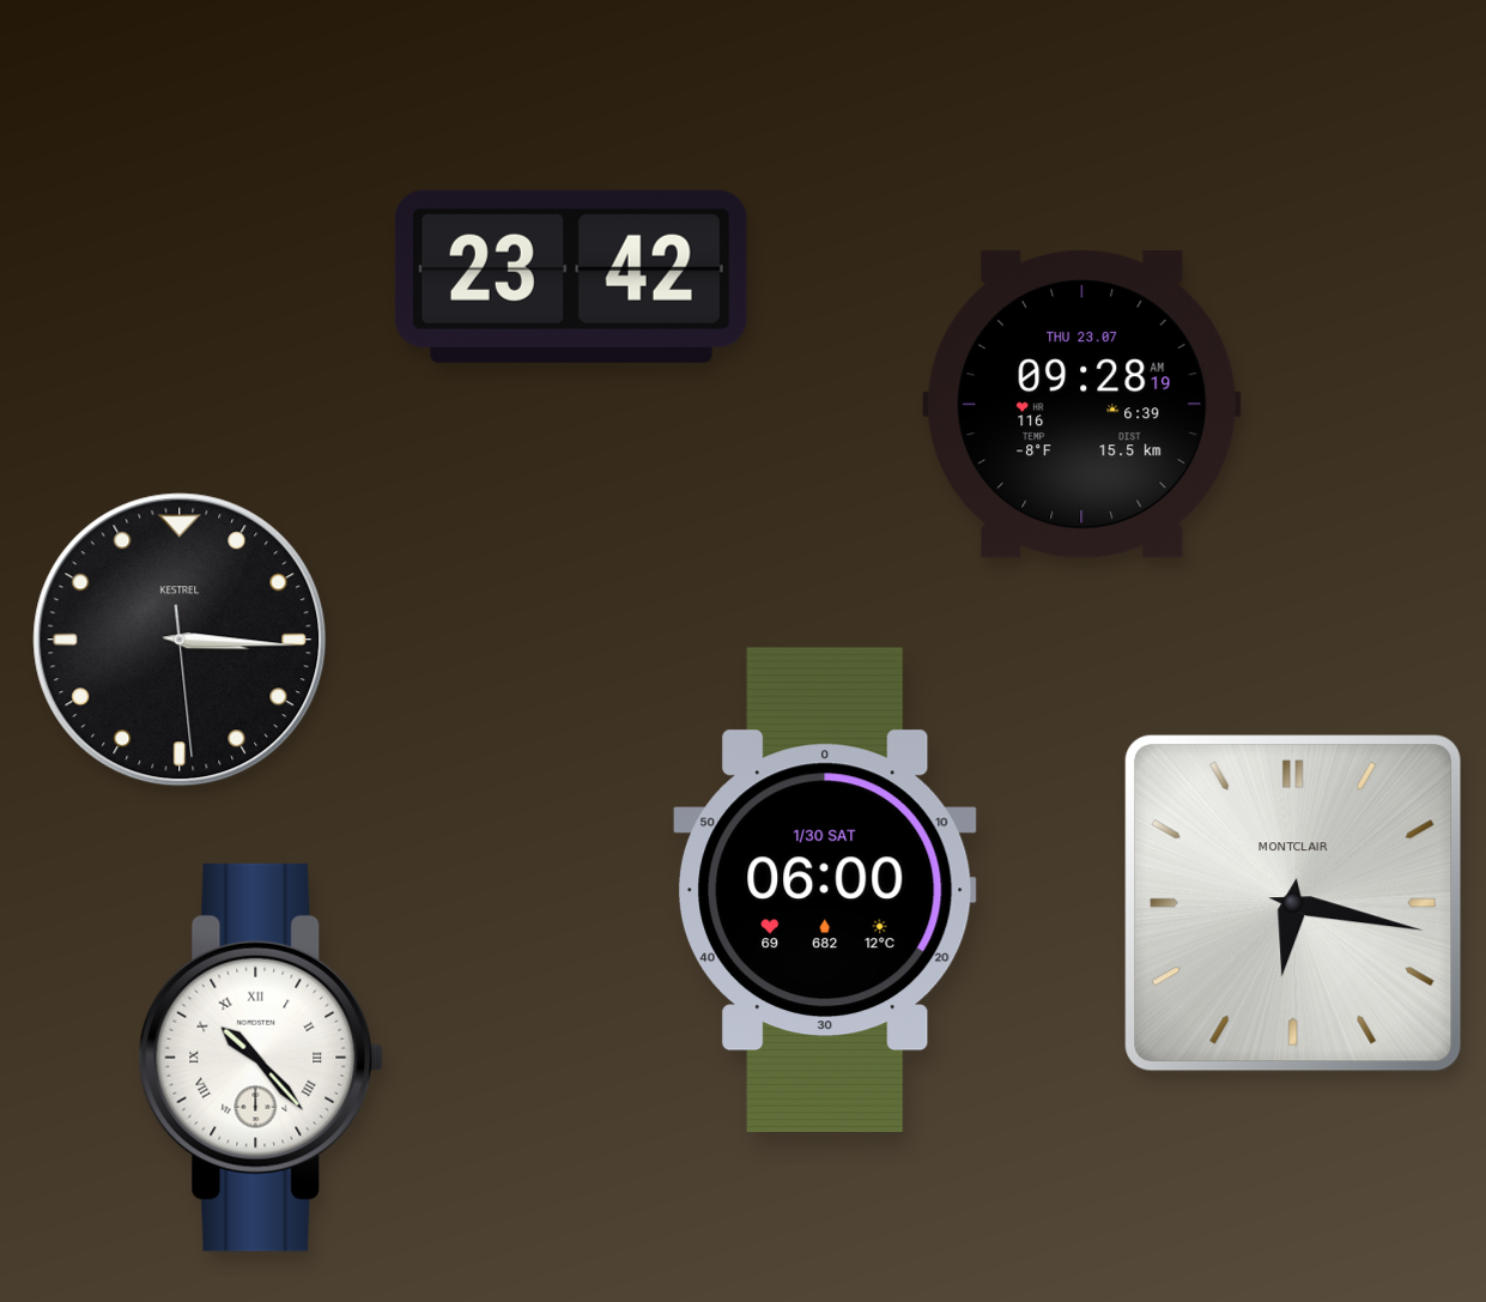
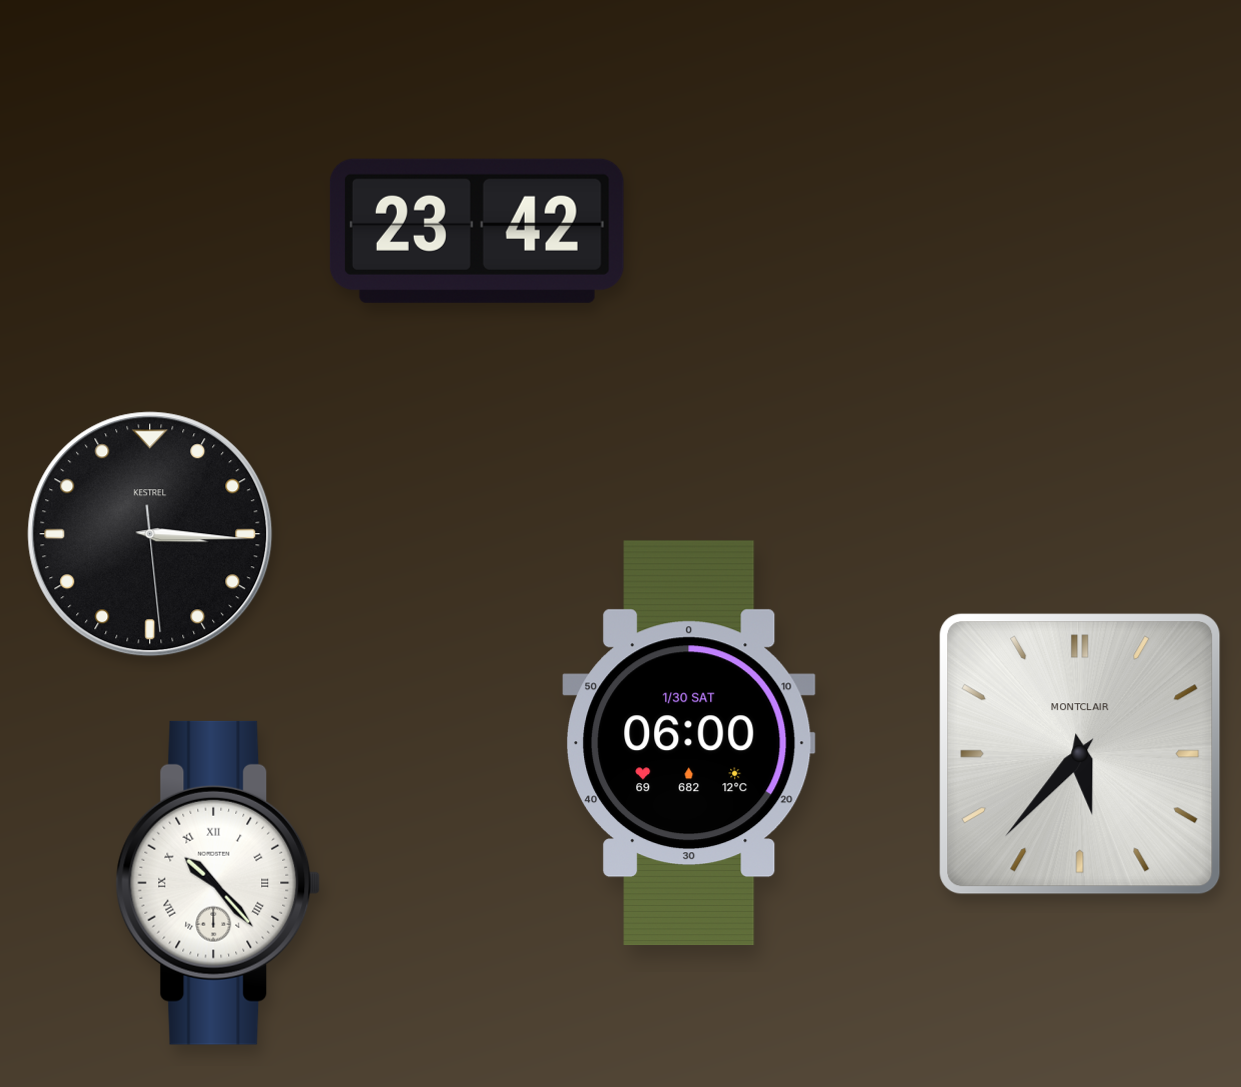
clock at (1082, 404): 09:28 -> none
clock at (1293, 903): 6:17 -> 5:37
